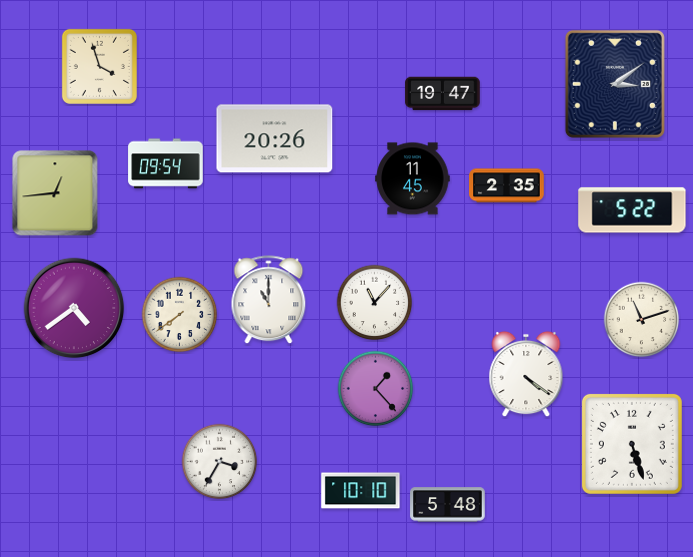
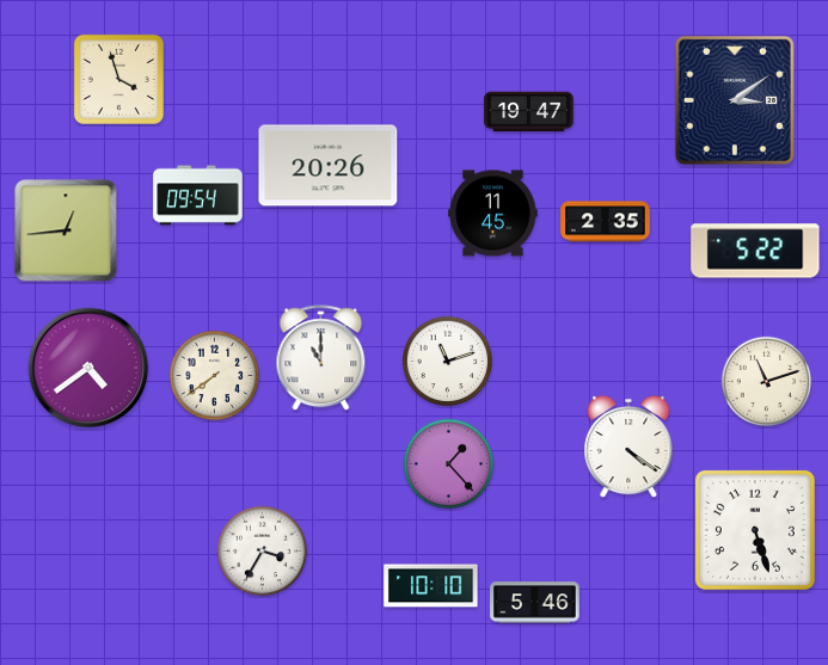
clock at (375, 303): 11:07 -> 11:12
clock at (448, 505): 5:48 -> 5:46
